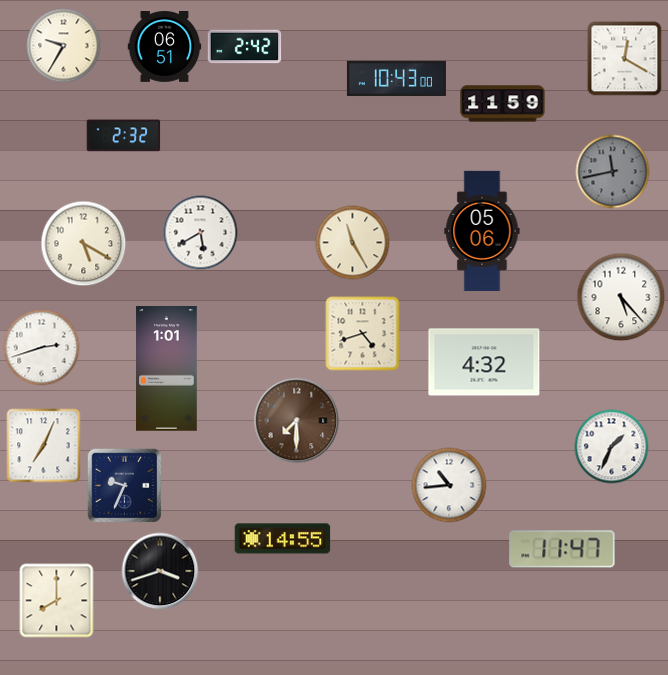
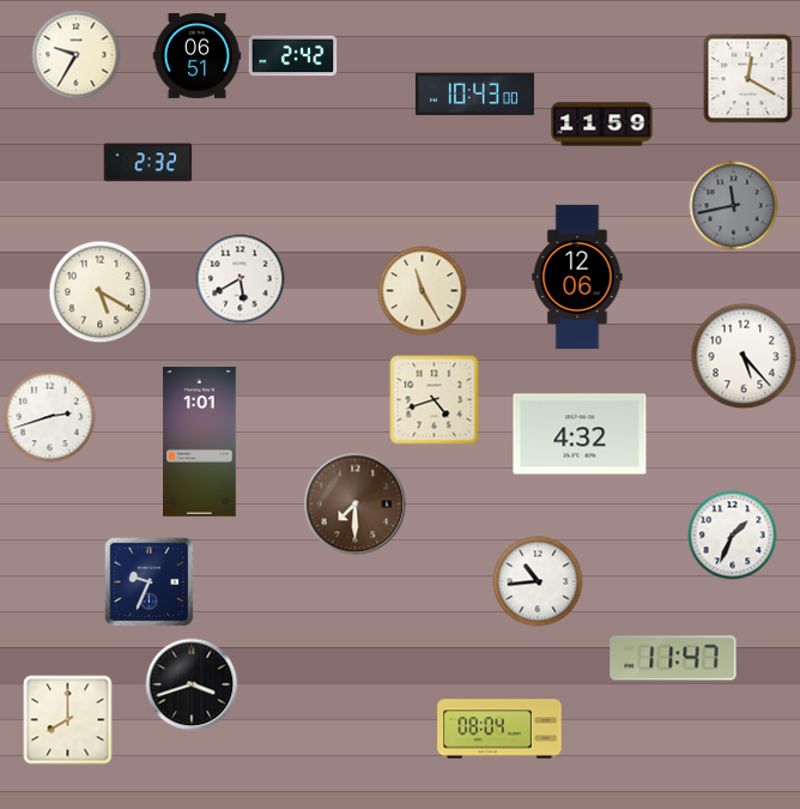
clock at (625, 59) position: (625, 59) -> (749, 79)
clock at (482, 231): 05:06 -> 12:06
clock at (44, 446): 7:04 -> none
clock at (283, 539): 14:55 -> none
clock at (499, 729): none -> 08:04
